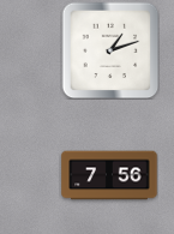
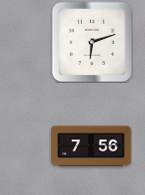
clock at (110, 50): 1:12 -> 6:12
